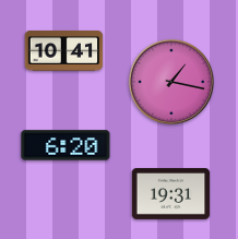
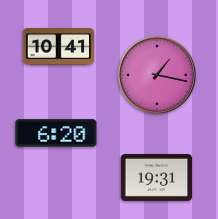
clock at (66, 145) position: (66, 145) -> (56, 133)
